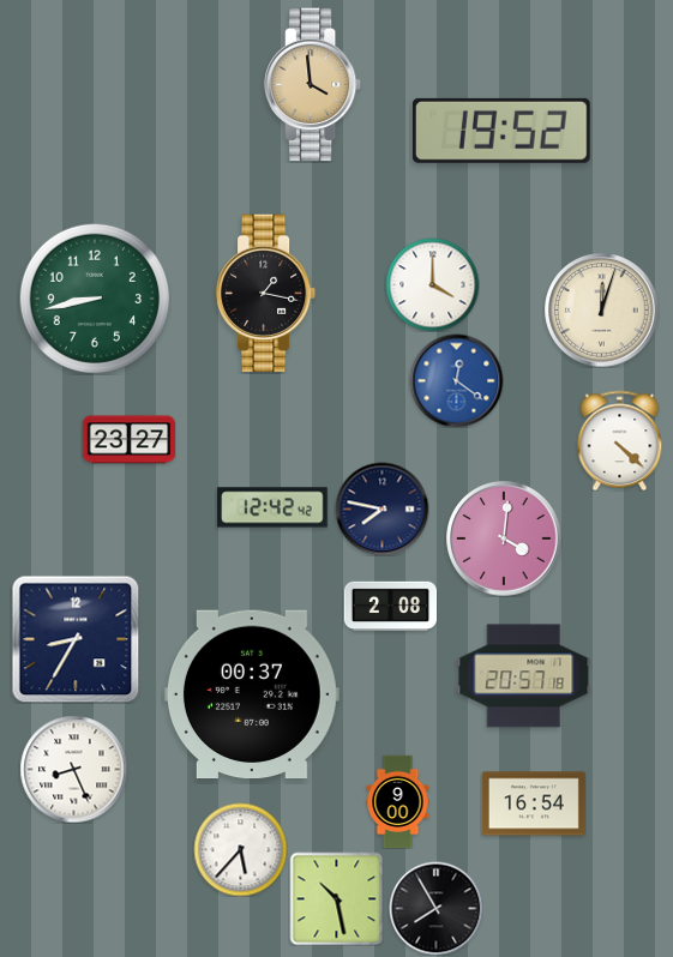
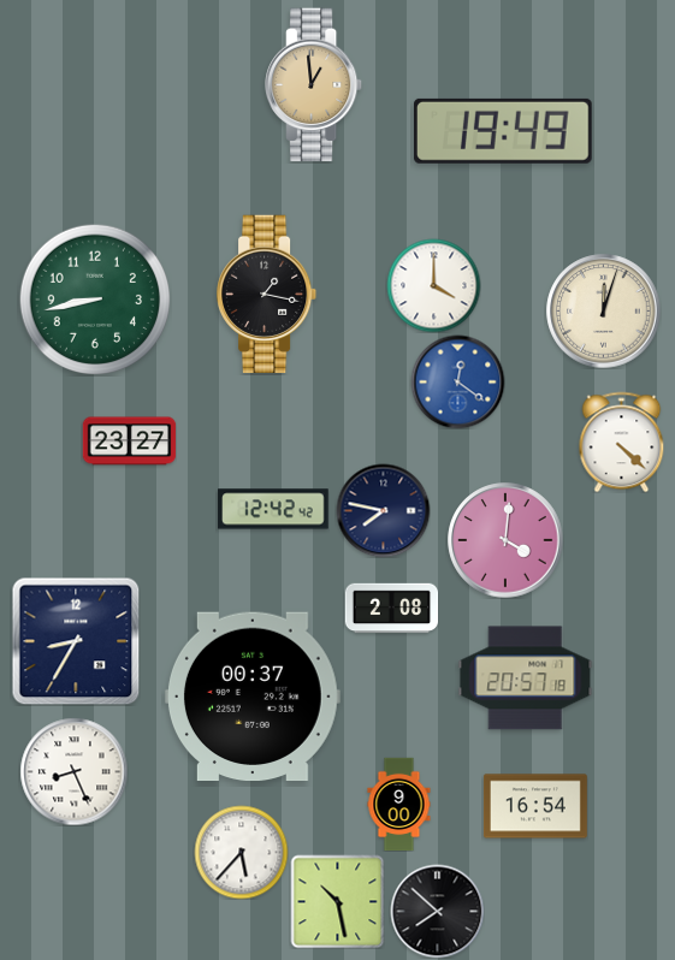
clock at (314, 85): 3:59 -> 12:59
clock at (501, 131): 19:52 -> 19:49
clock at (435, 908): 7:55 -> 7:52
